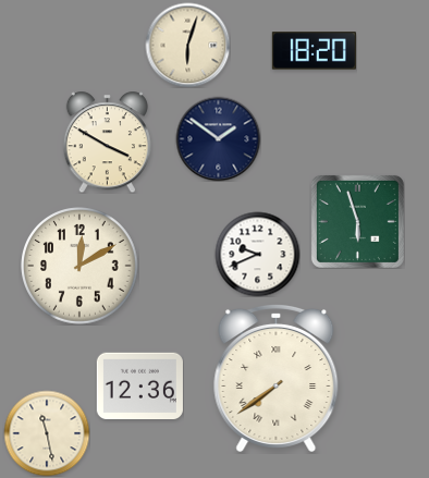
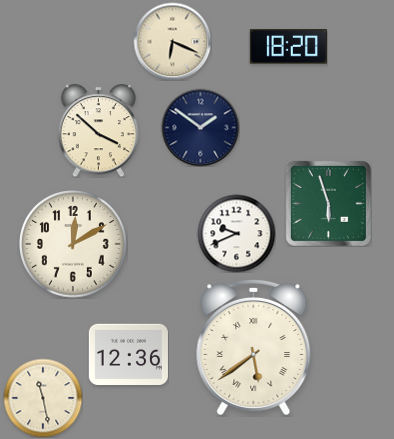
clock at (187, 45): 6:03 -> 6:19
clock at (107, 142): 3:50 -> 3:52
clock at (277, 378): 7:39 -> 5:39
